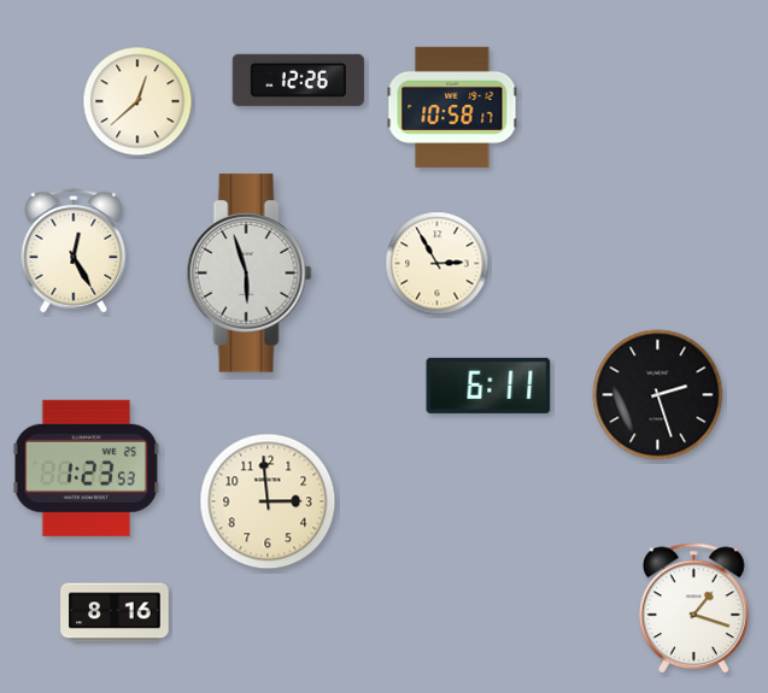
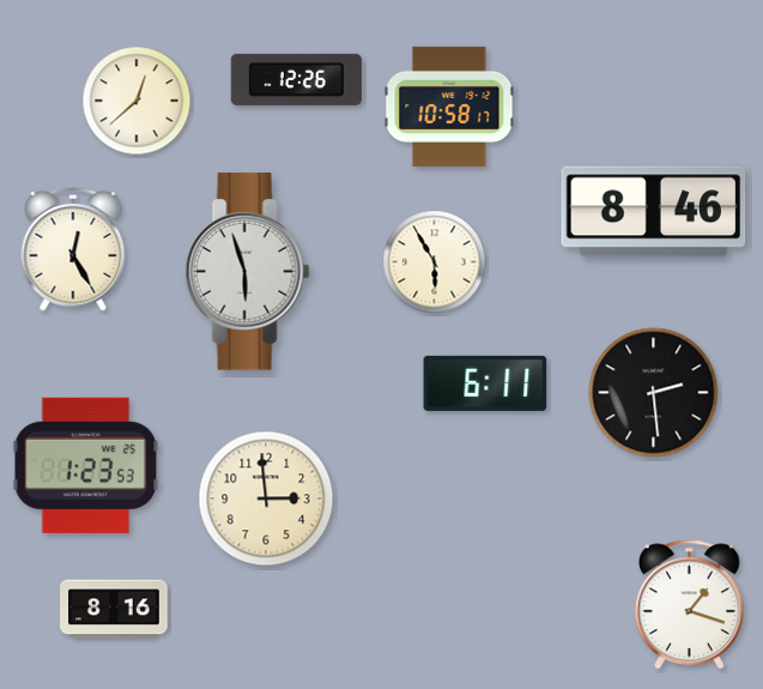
clock at (654, 212): none -> 8:46
clock at (438, 264): 2:55 -> 5:55
clock at (658, 395): 2:27 -> 2:29
